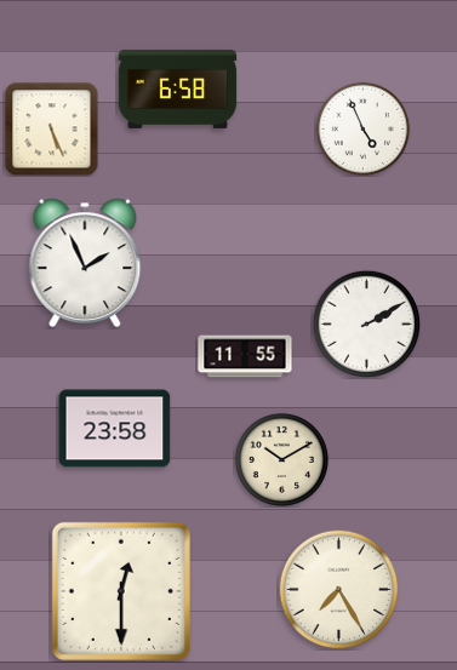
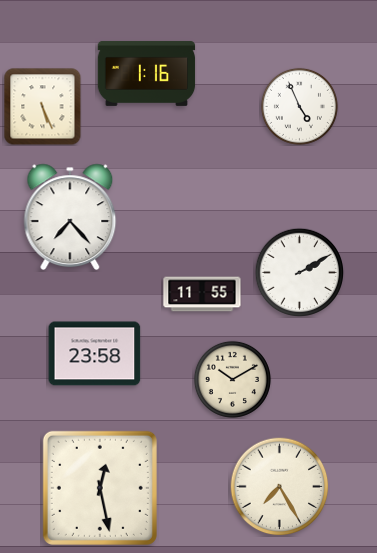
clock at (178, 88): 6:58 -> 1:16
clock at (85, 262): 1:56 -> 7:23
clock at (366, 323) position: (366, 323) -> (299, 272)
clock at (121, 591): 12:30 -> 12:28
